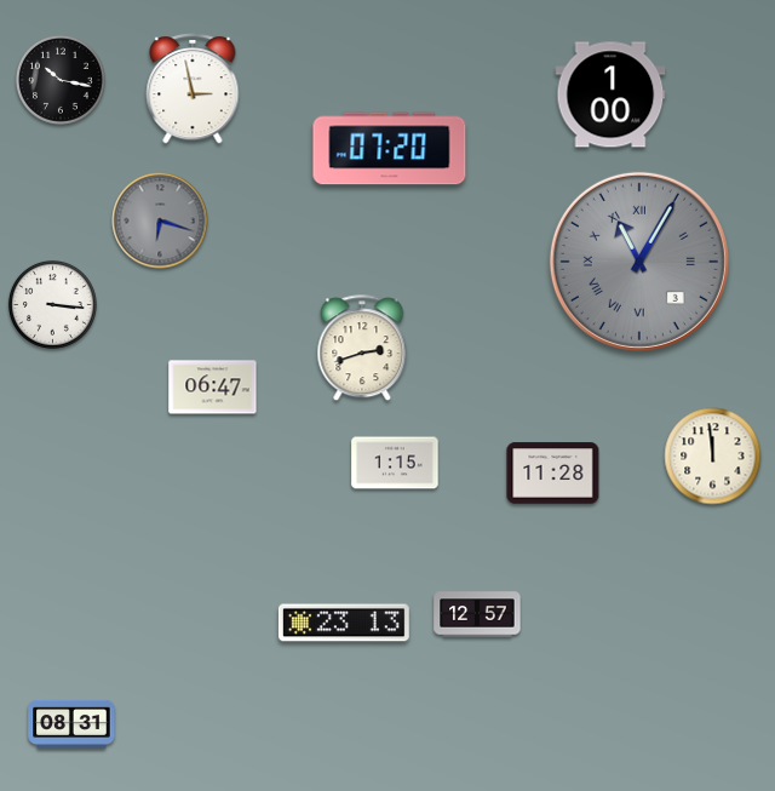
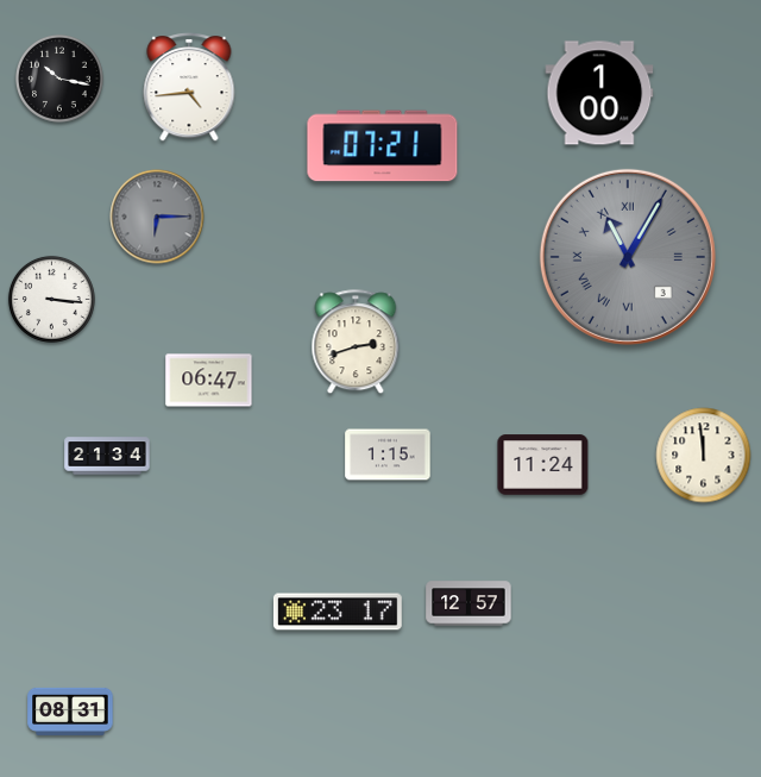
clock at (193, 90): 2:58 -> 4:44
clock at (390, 149): 07:20 -> 07:21
clock at (160, 220): 6:18 -> 6:15
clock at (713, 457) position: (713, 457) -> (704, 456)
clock at (107, 456): none -> 21:34
clock at (553, 474): 11:28 -> 11:24
clock at (344, 623): 23:13 -> 23:17
